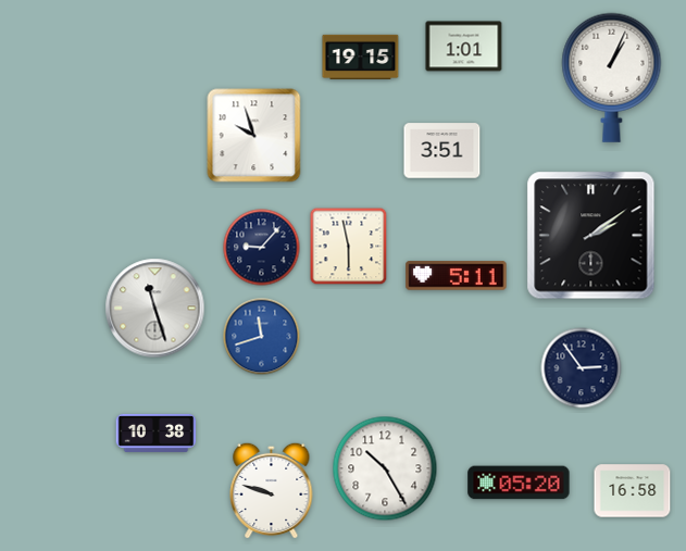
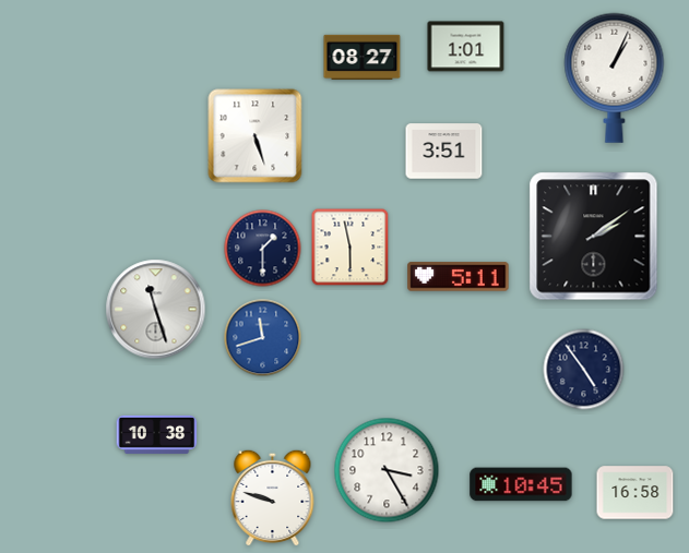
clock at (361, 57): 19:15 -> 08:27
clock at (254, 136): 9:57 -> 5:27
clock at (262, 248): 9:07 -> 1:30
clock at (582, 368): 2:54 -> 4:54
clock at (385, 468): 10:25 -> 3:25
clock at (519, 483): 05:20 -> 10:45
clock at (272, 490) position: (272, 490) -> (273, 497)
